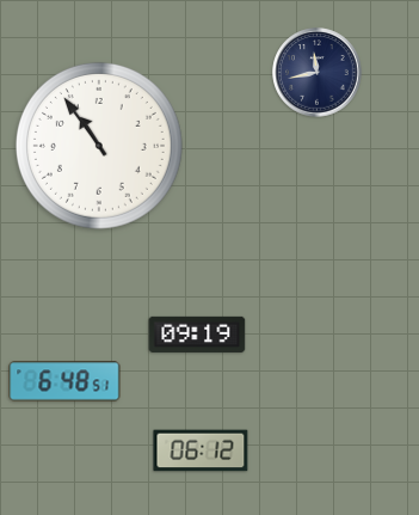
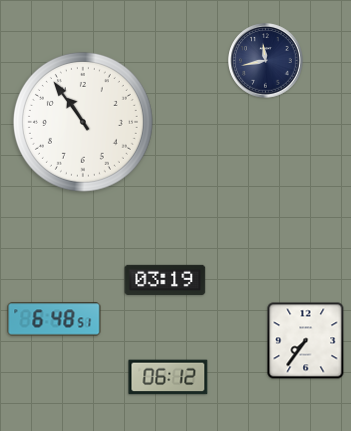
clock at (197, 335): 09:19 -> 03:19
clock at (306, 341): none -> 7:36
